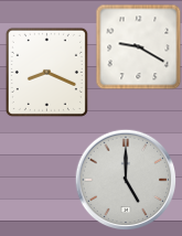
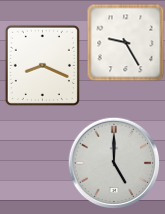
clock at (138, 46): 9:20 -> 9:25
